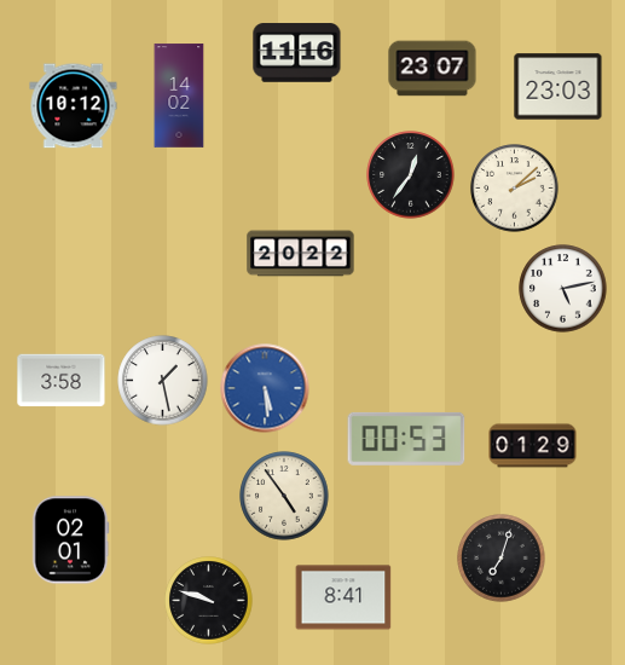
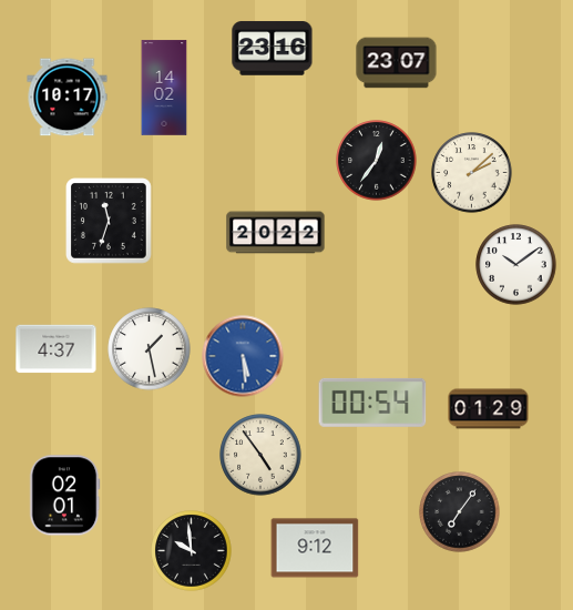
clock at (297, 53): 11:16 -> 23:16
clock at (559, 87): 23:03 -> none
clock at (74, 106): 10:12 -> 10:17
clock at (110, 222): none -> 11:33
clock at (563, 289): 5:13 -> 10:09
clock at (62, 381): 3:58 -> 4:37
clock at (406, 439): 00:53 -> 00:54
clock at (502, 559): 7:03 -> 7:06
clock at (343, 597): 8:41 -> 9:12
clock at (209, 601): 9:48 -> 9:59
